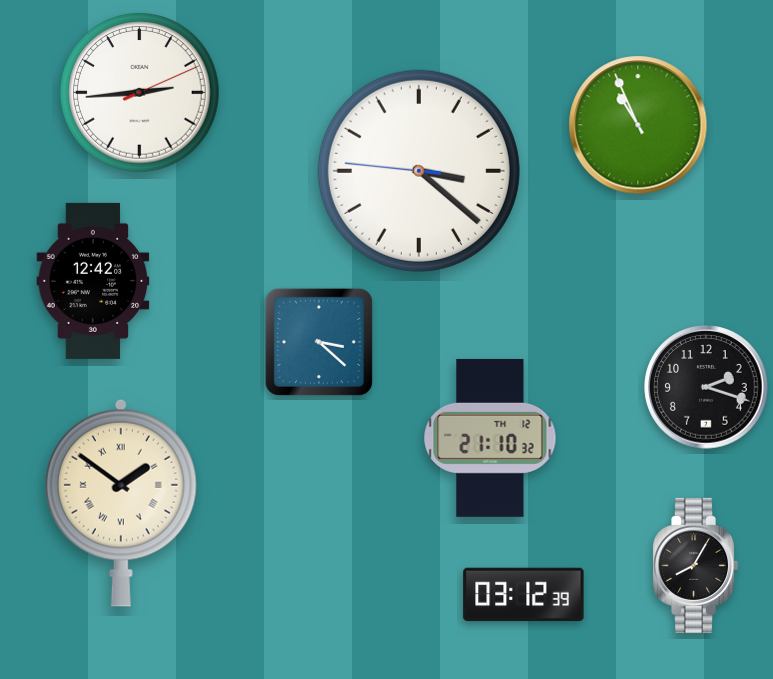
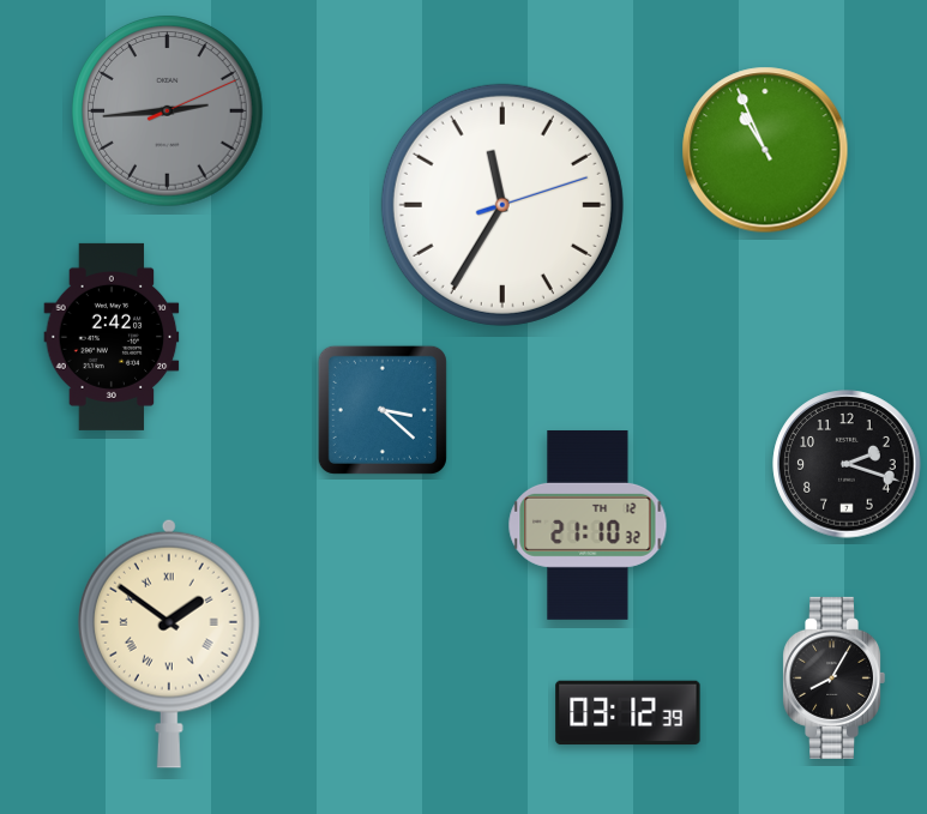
clock at (140, 93) dial: white -> grey
clock at (419, 171): 3:21 -> 11:35
clock at (93, 281): 12:42 -> 2:42
clock at (121, 503) position: (121, 503) -> (169, 644)
